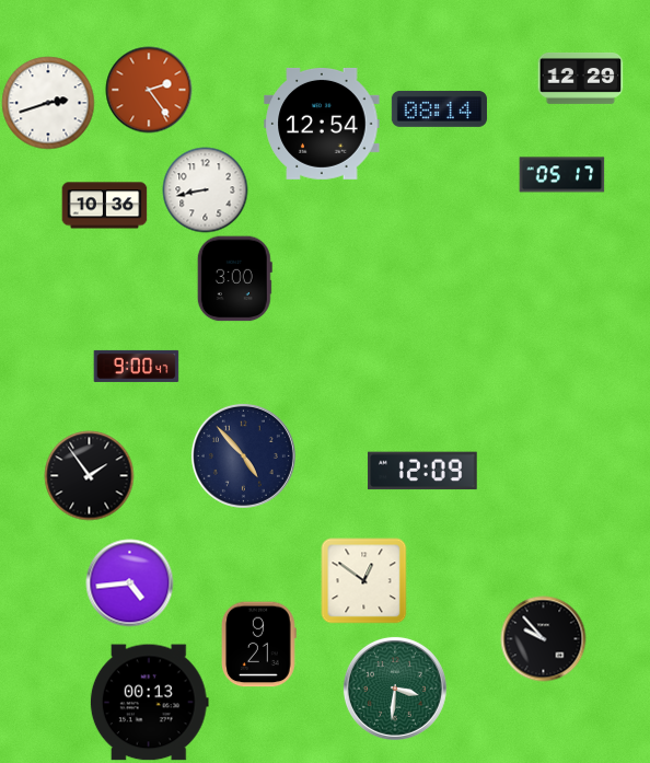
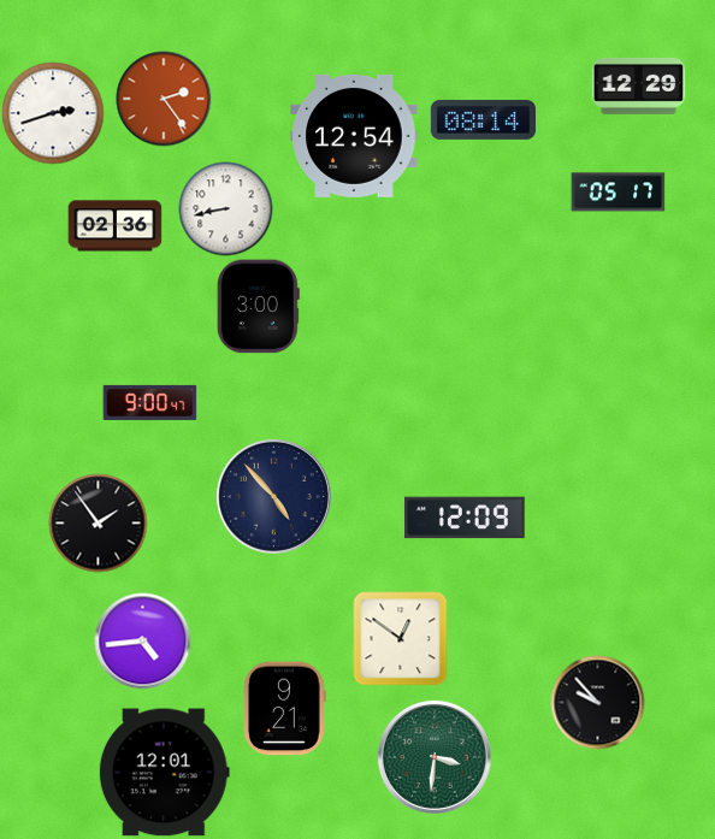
clock at (104, 206): 10:36 -> 02:36
clock at (243, 455) position: (243, 455) -> (273, 496)
clock at (149, 703): 00:13 -> 12:01
